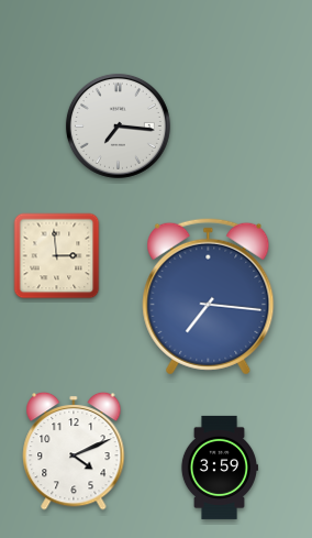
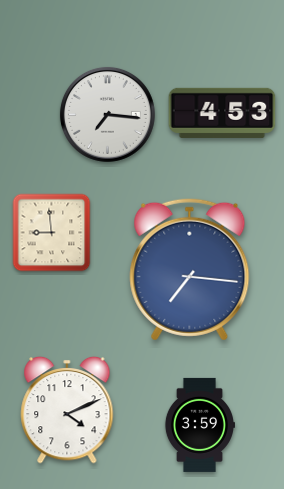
clock at (222, 113): none -> 4:53
clock at (57, 256): 2:59 -> 8:59
